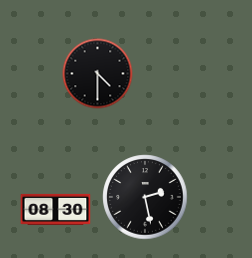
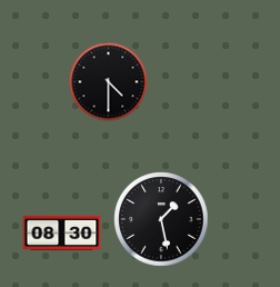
clock at (145, 197): 2:28 -> 1:28
